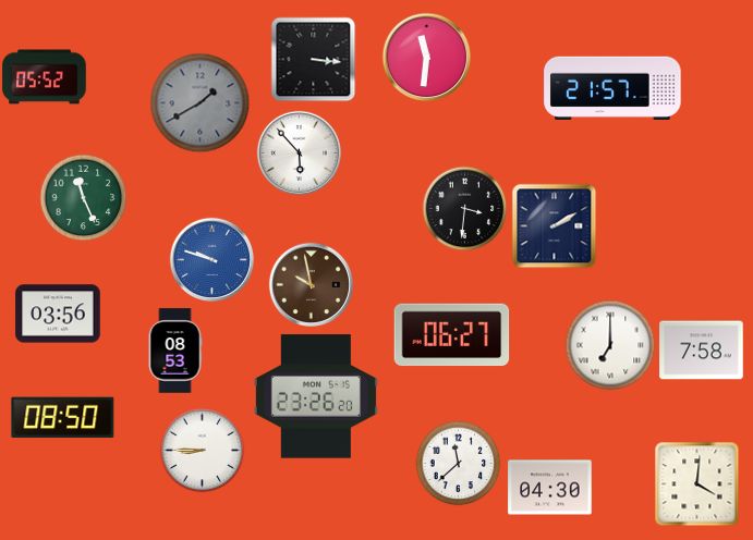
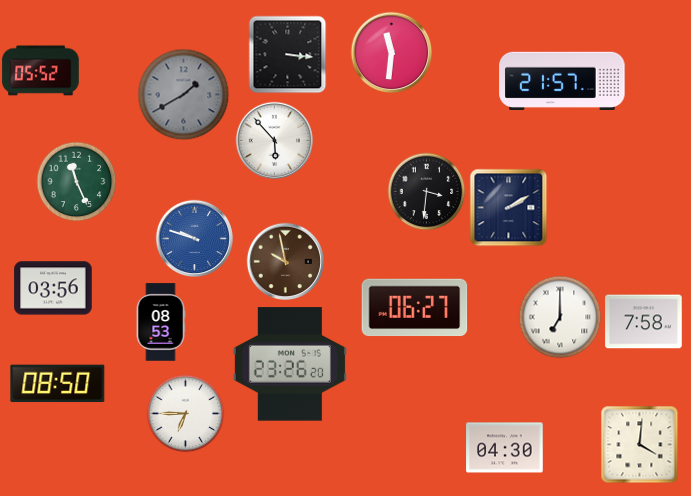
clock at (202, 450): 8:45 -> 6:45
clock at (458, 463): 11:38 -> none
